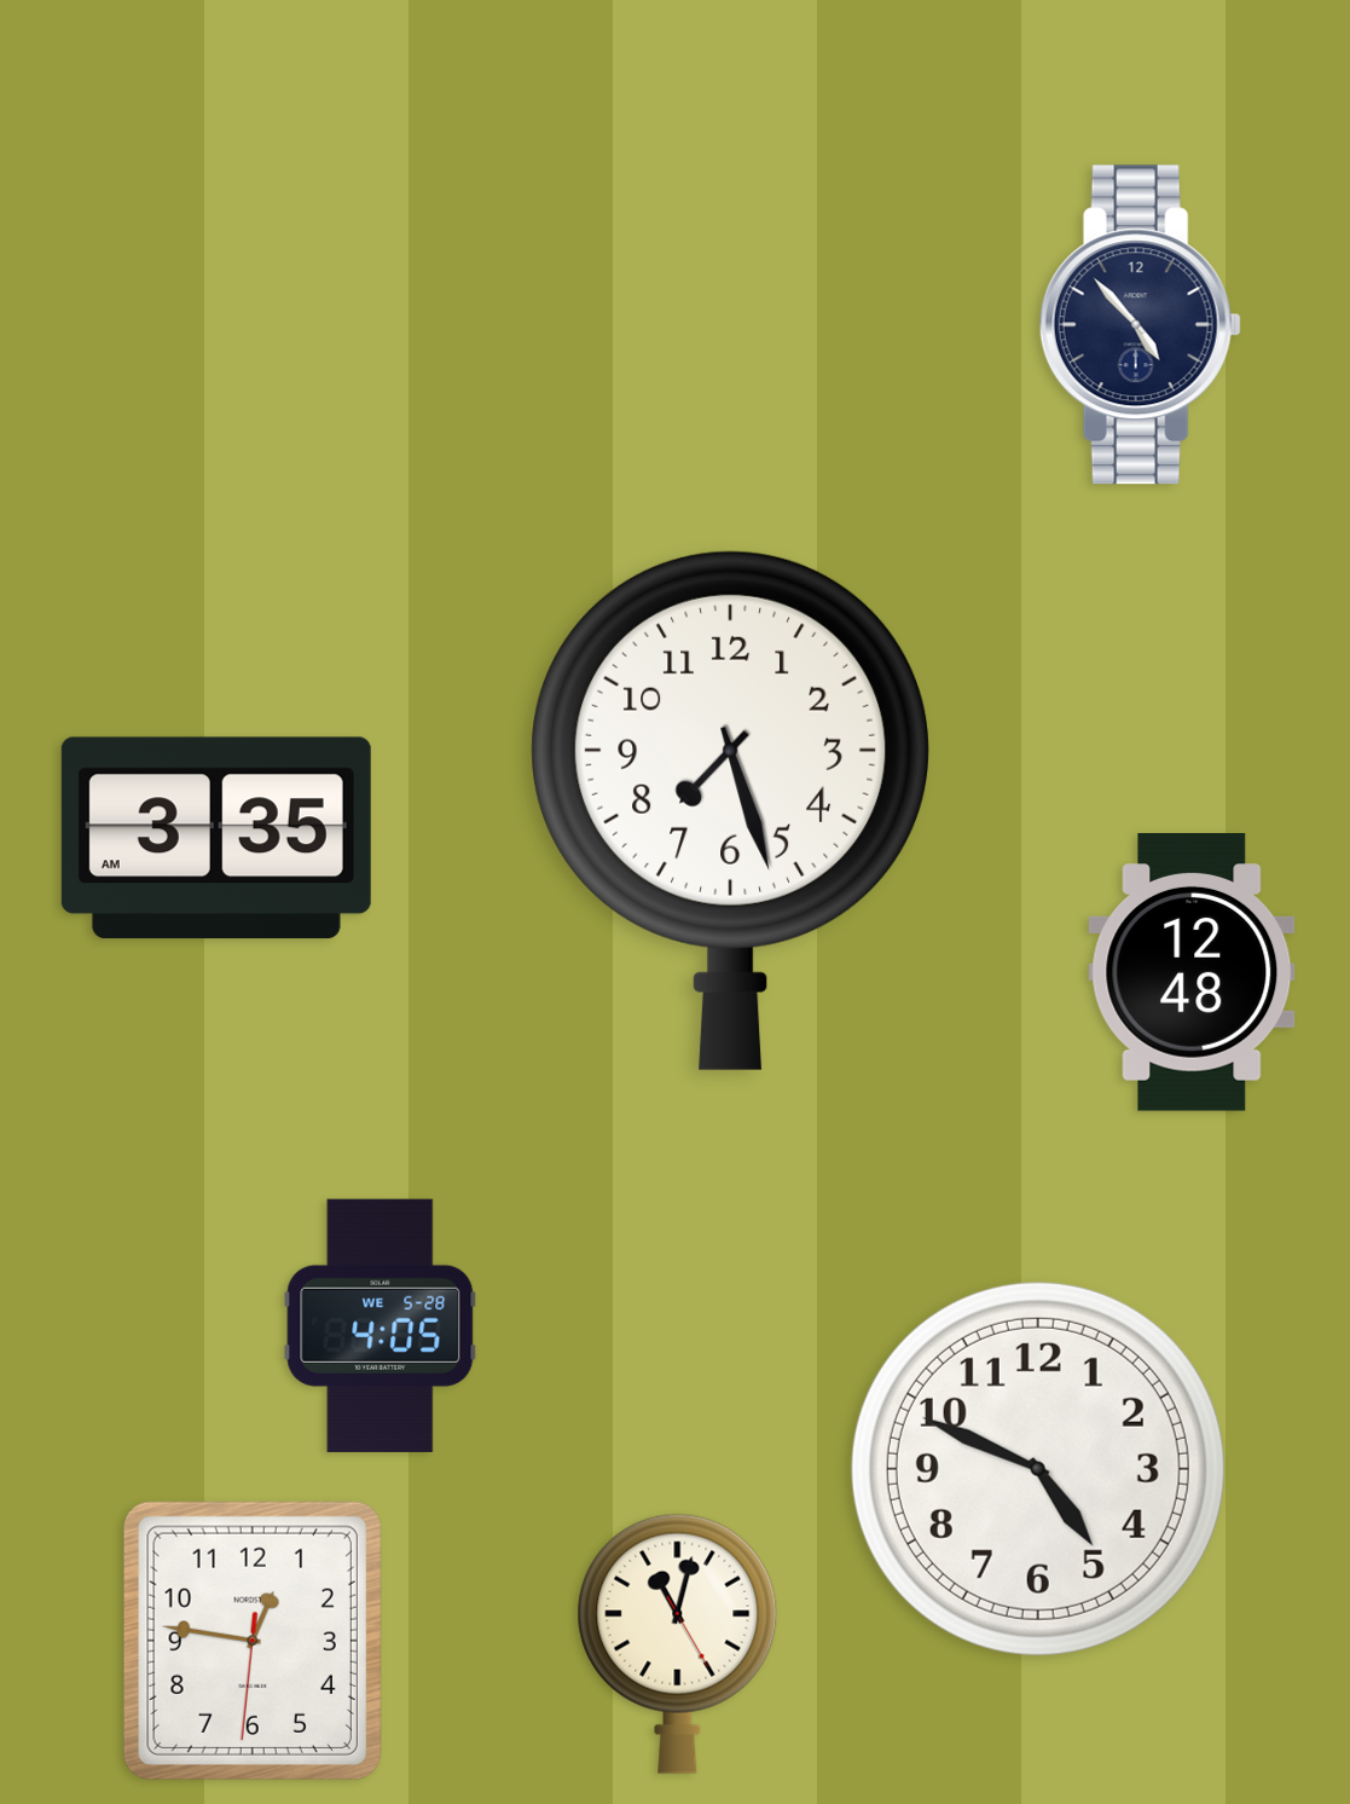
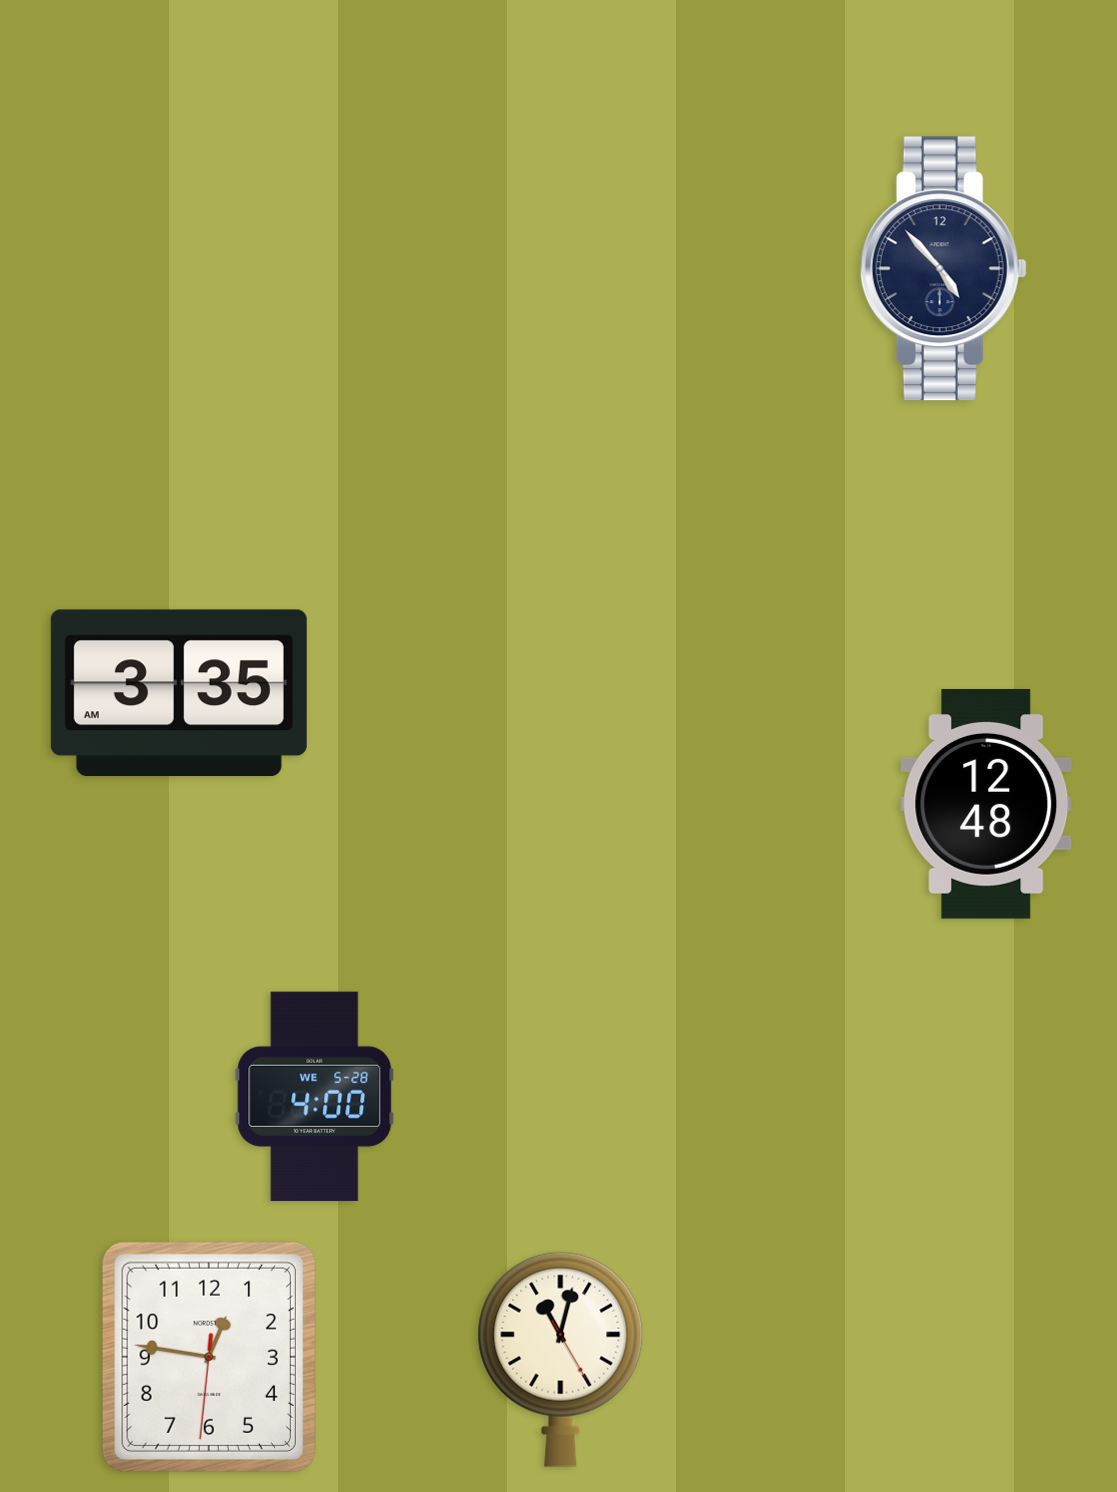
clock at (730, 810): 7:27 -> none
clock at (381, 1325): 4:05 -> 4:00
clock at (1038, 1469): 4:49 -> none
